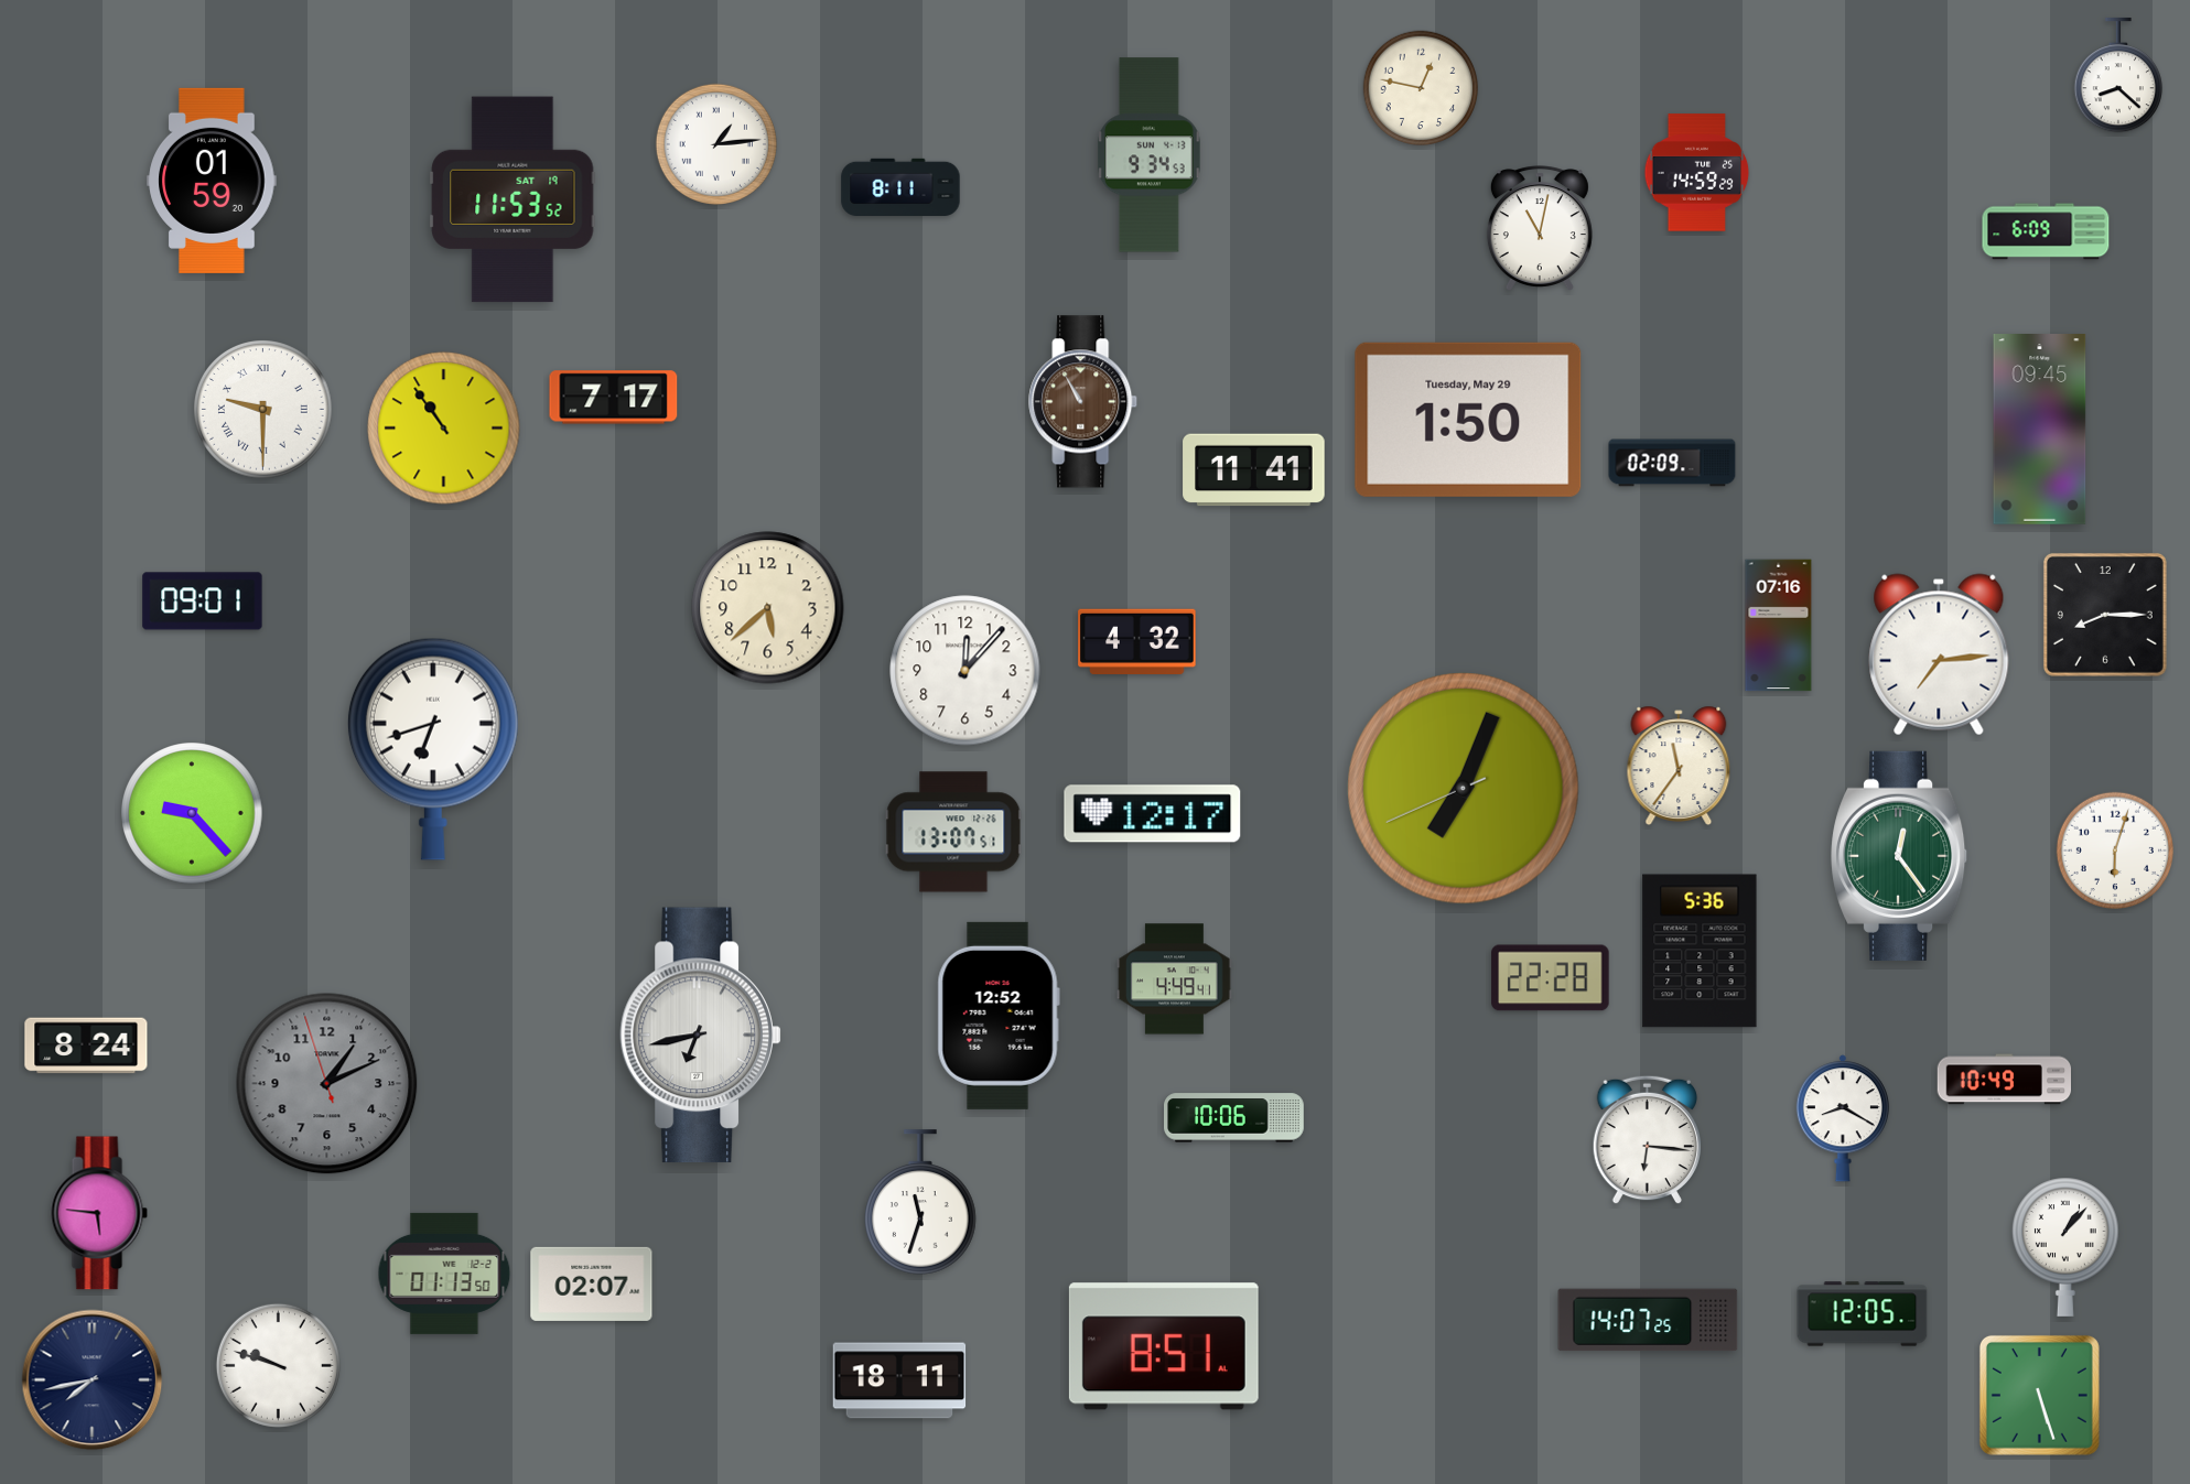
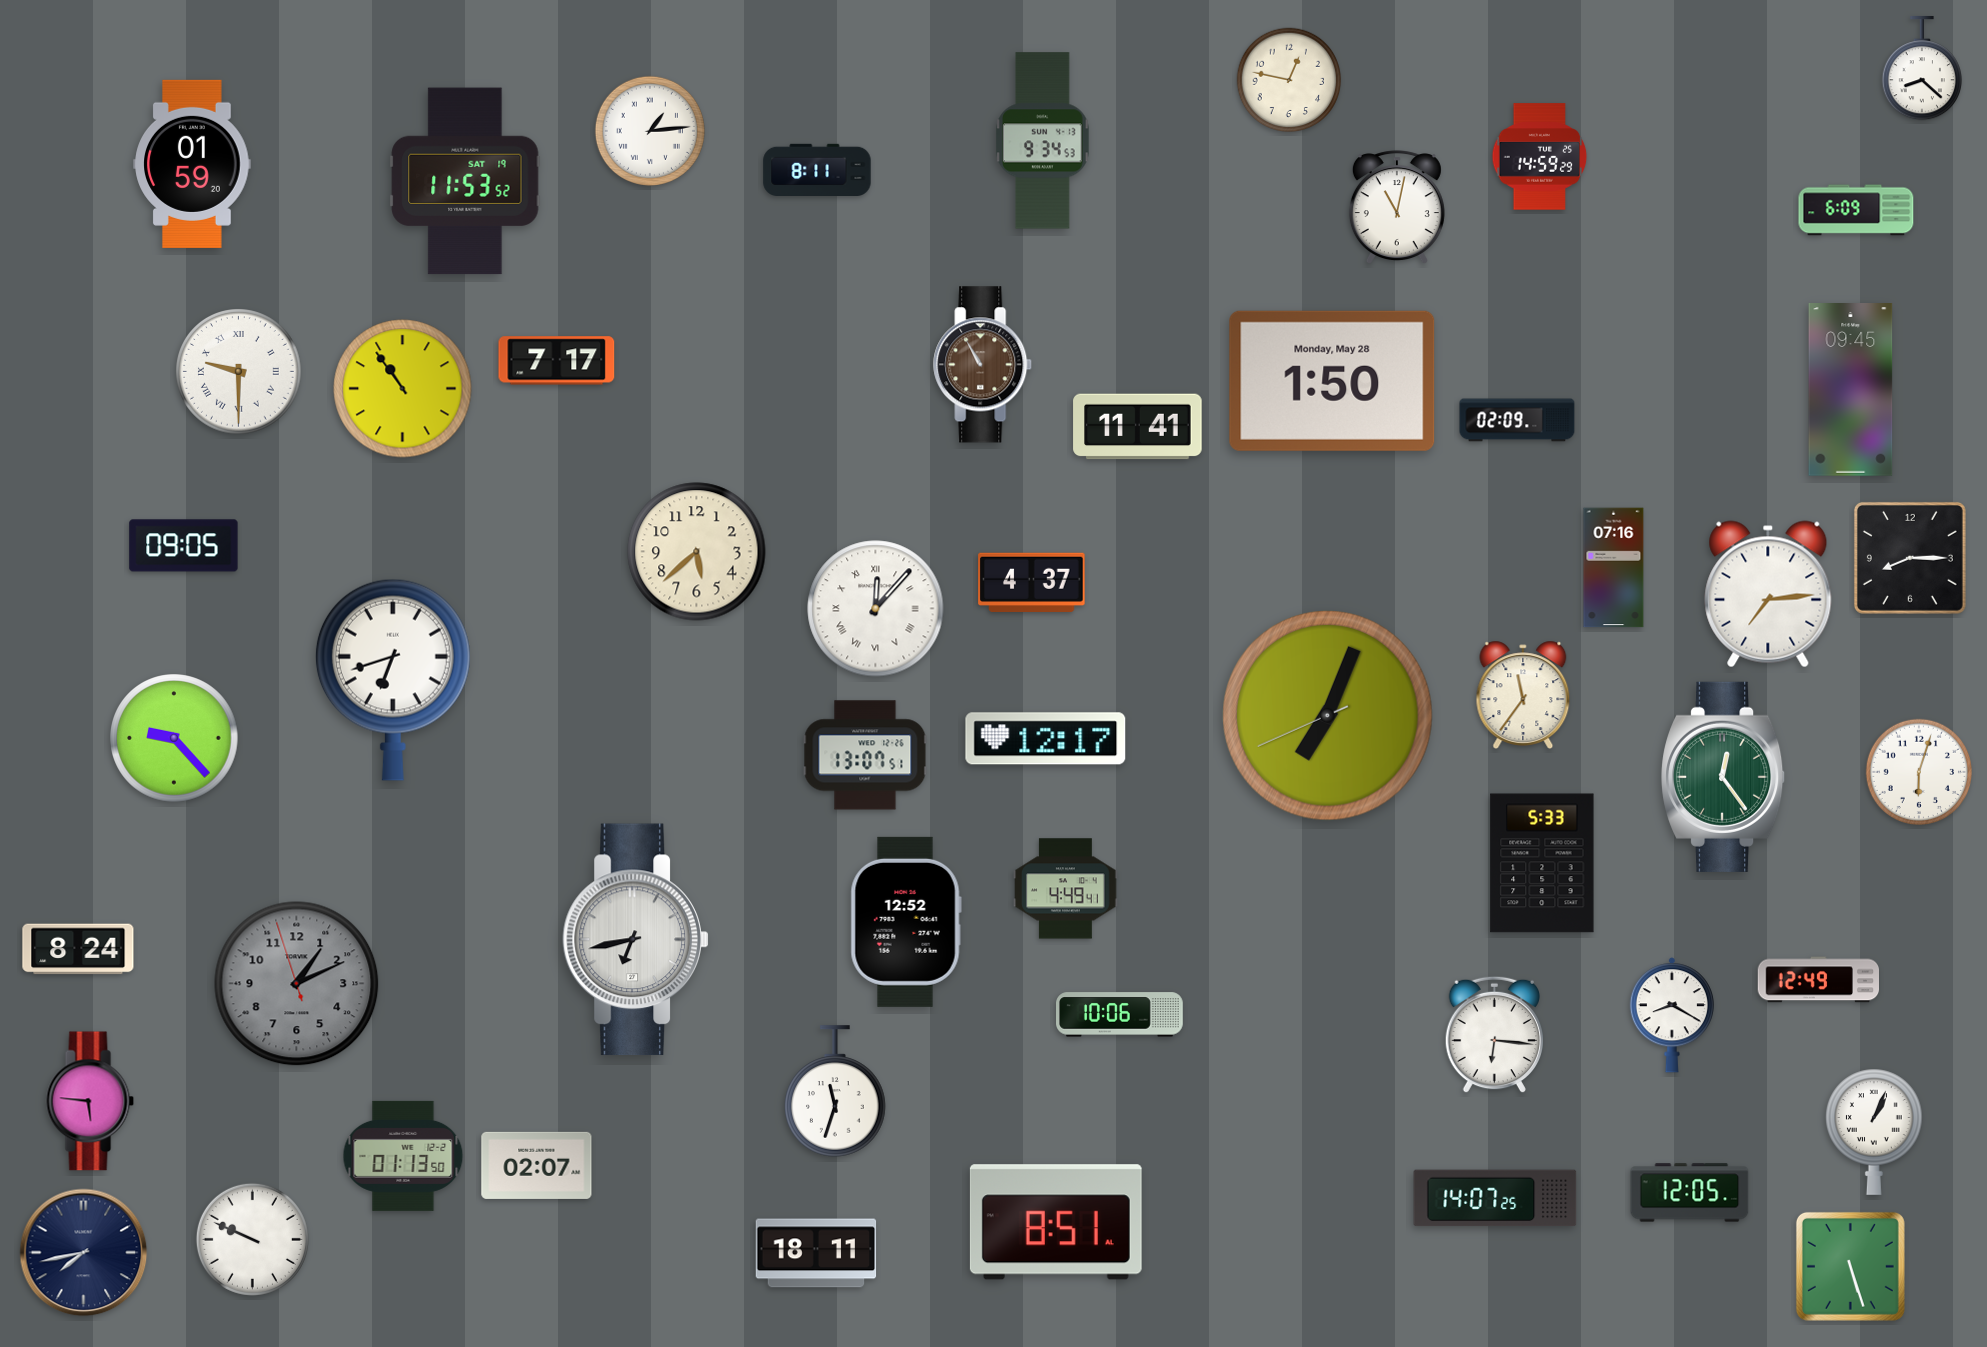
clock at (1468, 420) date: Tuesday, May 29 -> Monday, May 28
clock at (203, 602): 09:01 -> 09:05
clock at (1137, 642): 4:32 -> 4:37
clock at (1939, 654) position: (1939, 654) -> (1768, 594)
clock at (965, 671) numerals: Arabic -> Roman
clock at (1700, 951): 5:36 -> 5:33
clock at (1551, 978): 22:28 -> none
clock at (2004, 1080): 10:49 -> 12:49
clock at (2065, 1247): 1:07 -> 1:04
clock at (278, 1365): 9:48 -> 9:49
